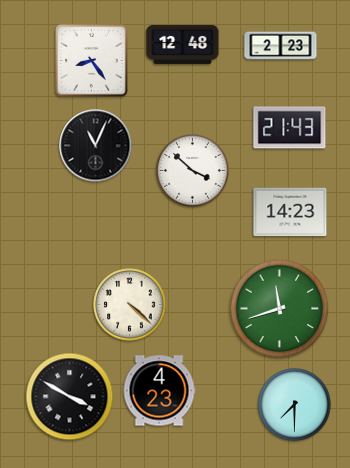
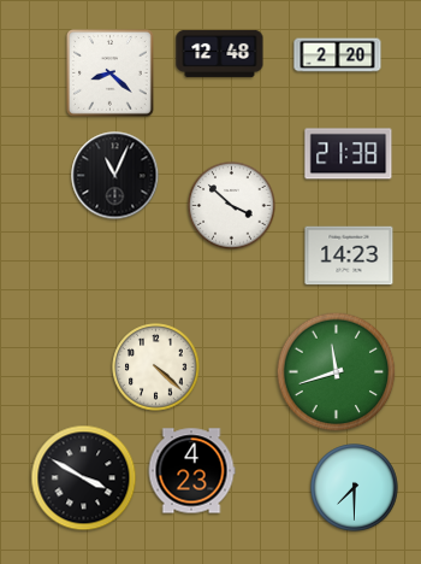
clock at (281, 46): 2:23 -> 2:20
clock at (92, 61): 8:24 -> 8:22
clock at (290, 128): 21:43 -> 21:38
